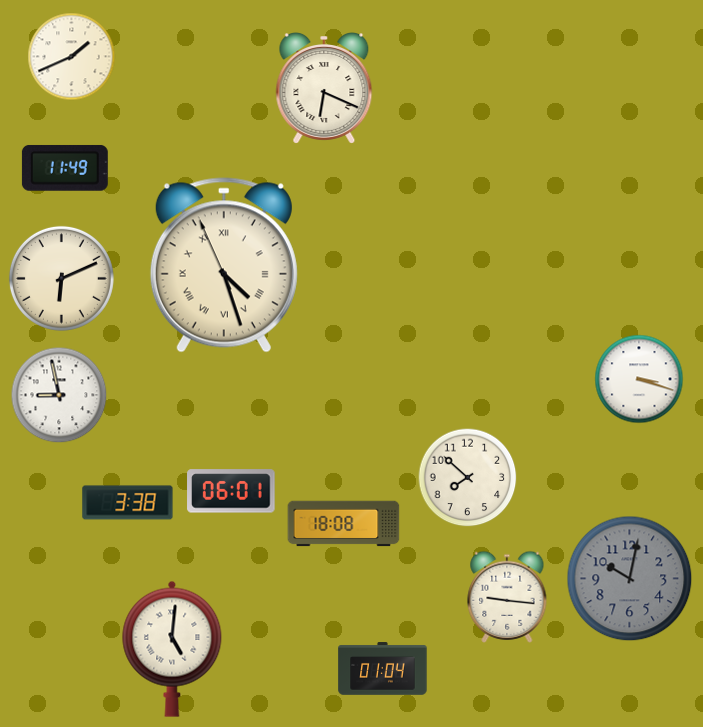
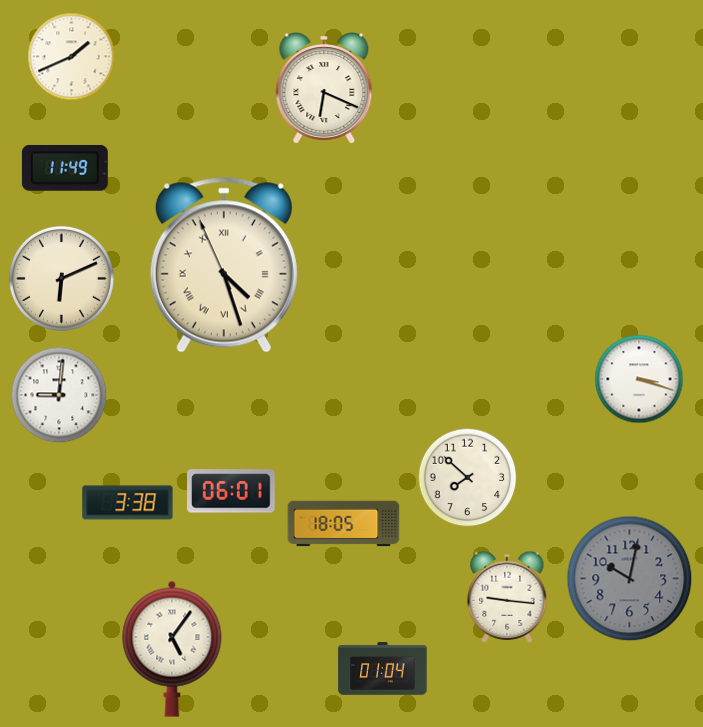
clock at (59, 395): 8:58 -> 9:01
clock at (344, 524): 18:08 -> 18:05
clock at (172, 649): 5:01 -> 5:06
